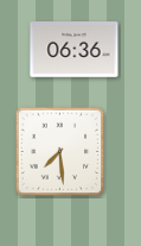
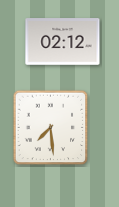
clock at (75, 50): 06:36 -> 02:12
